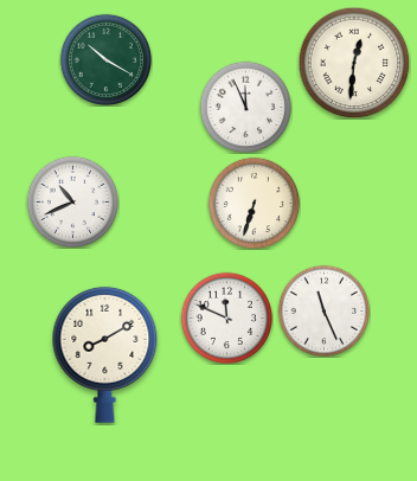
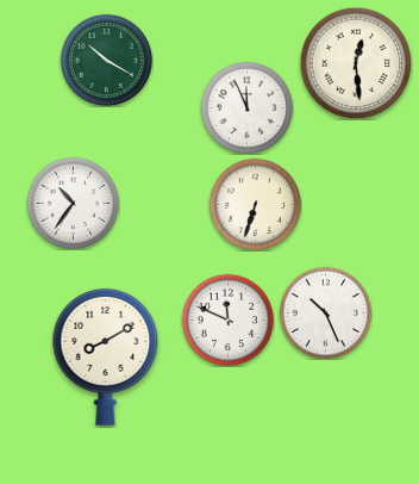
clock at (354, 63): 12:31 -> 12:29
clock at (72, 201): 10:41 -> 10:36
clock at (323, 310): 11:26 -> 10:26
